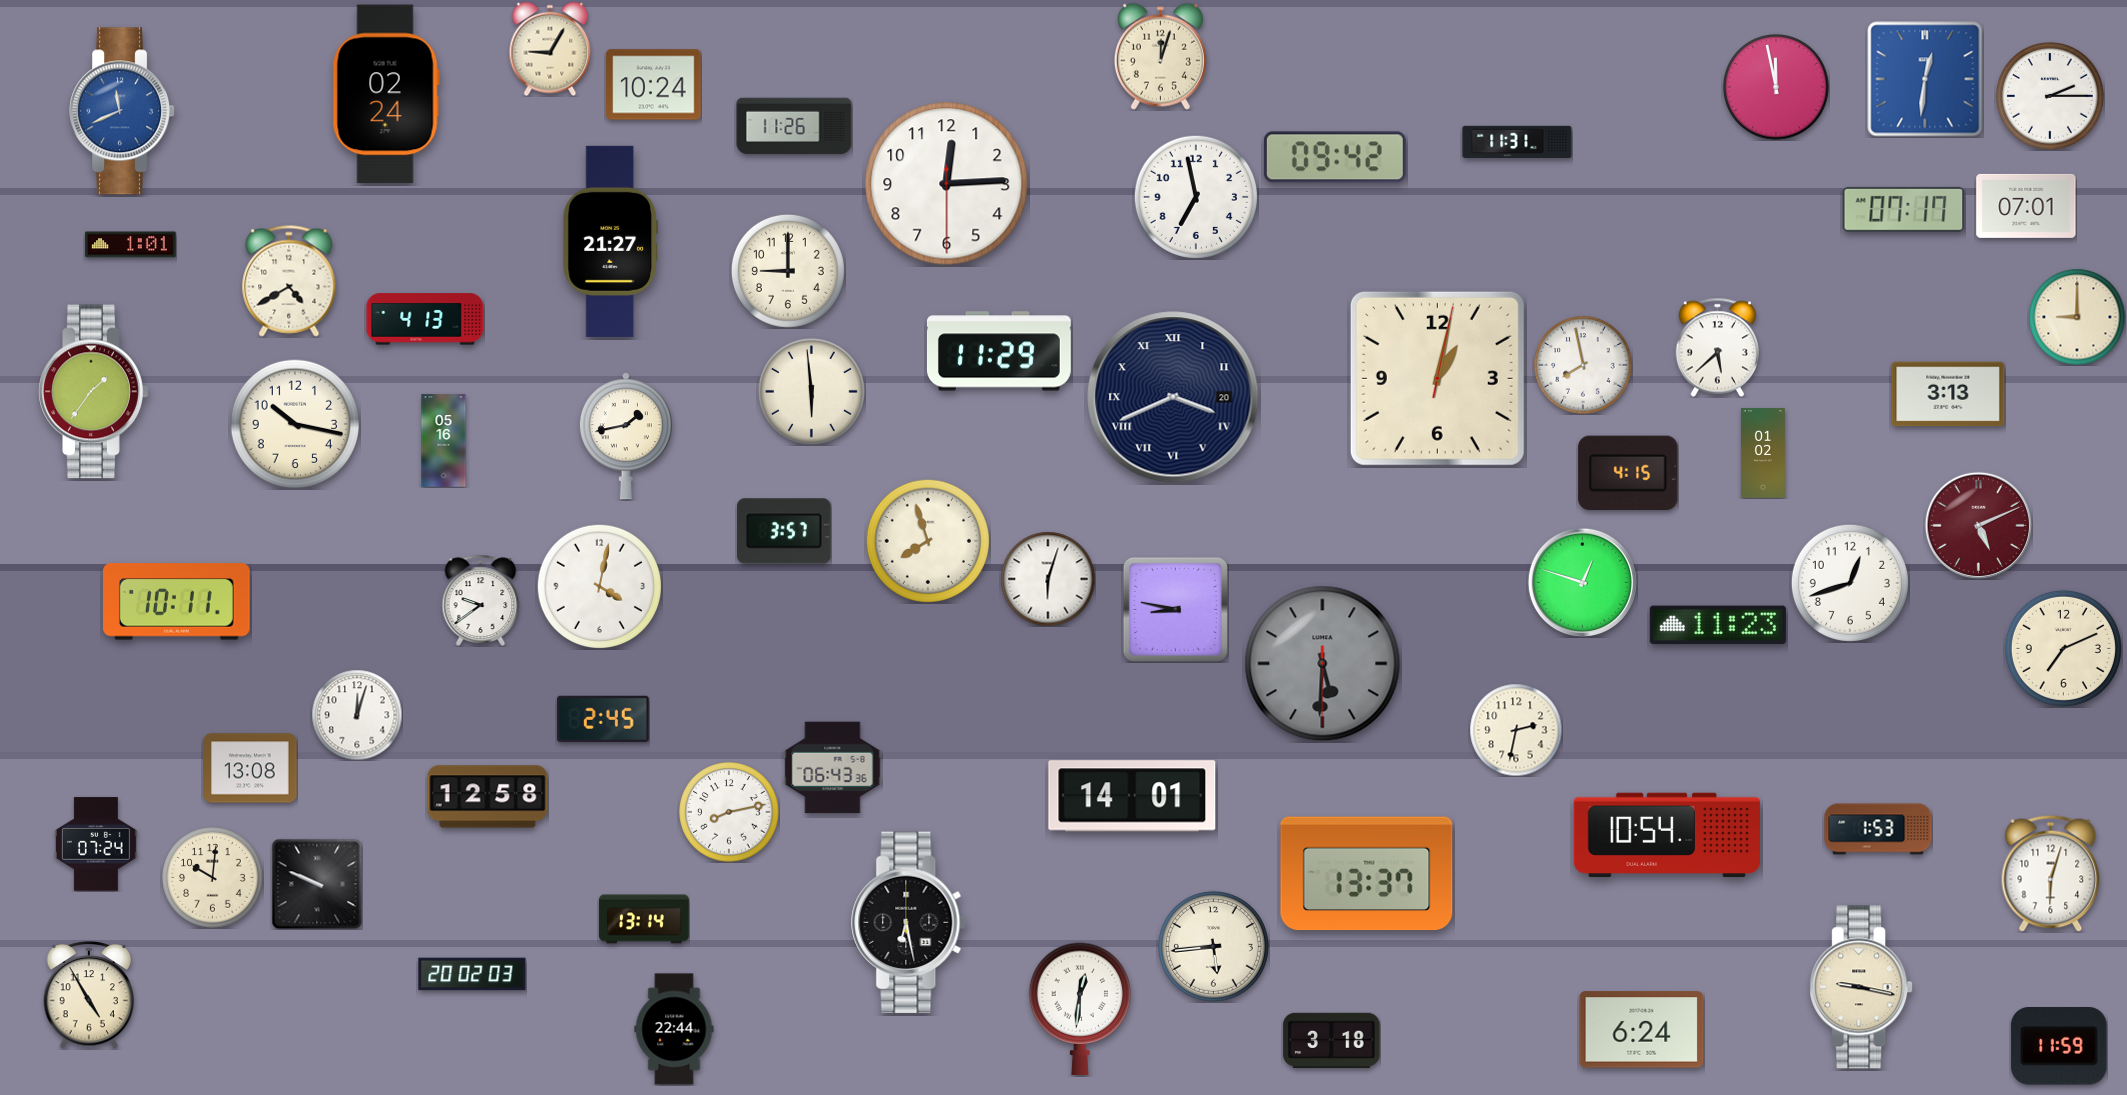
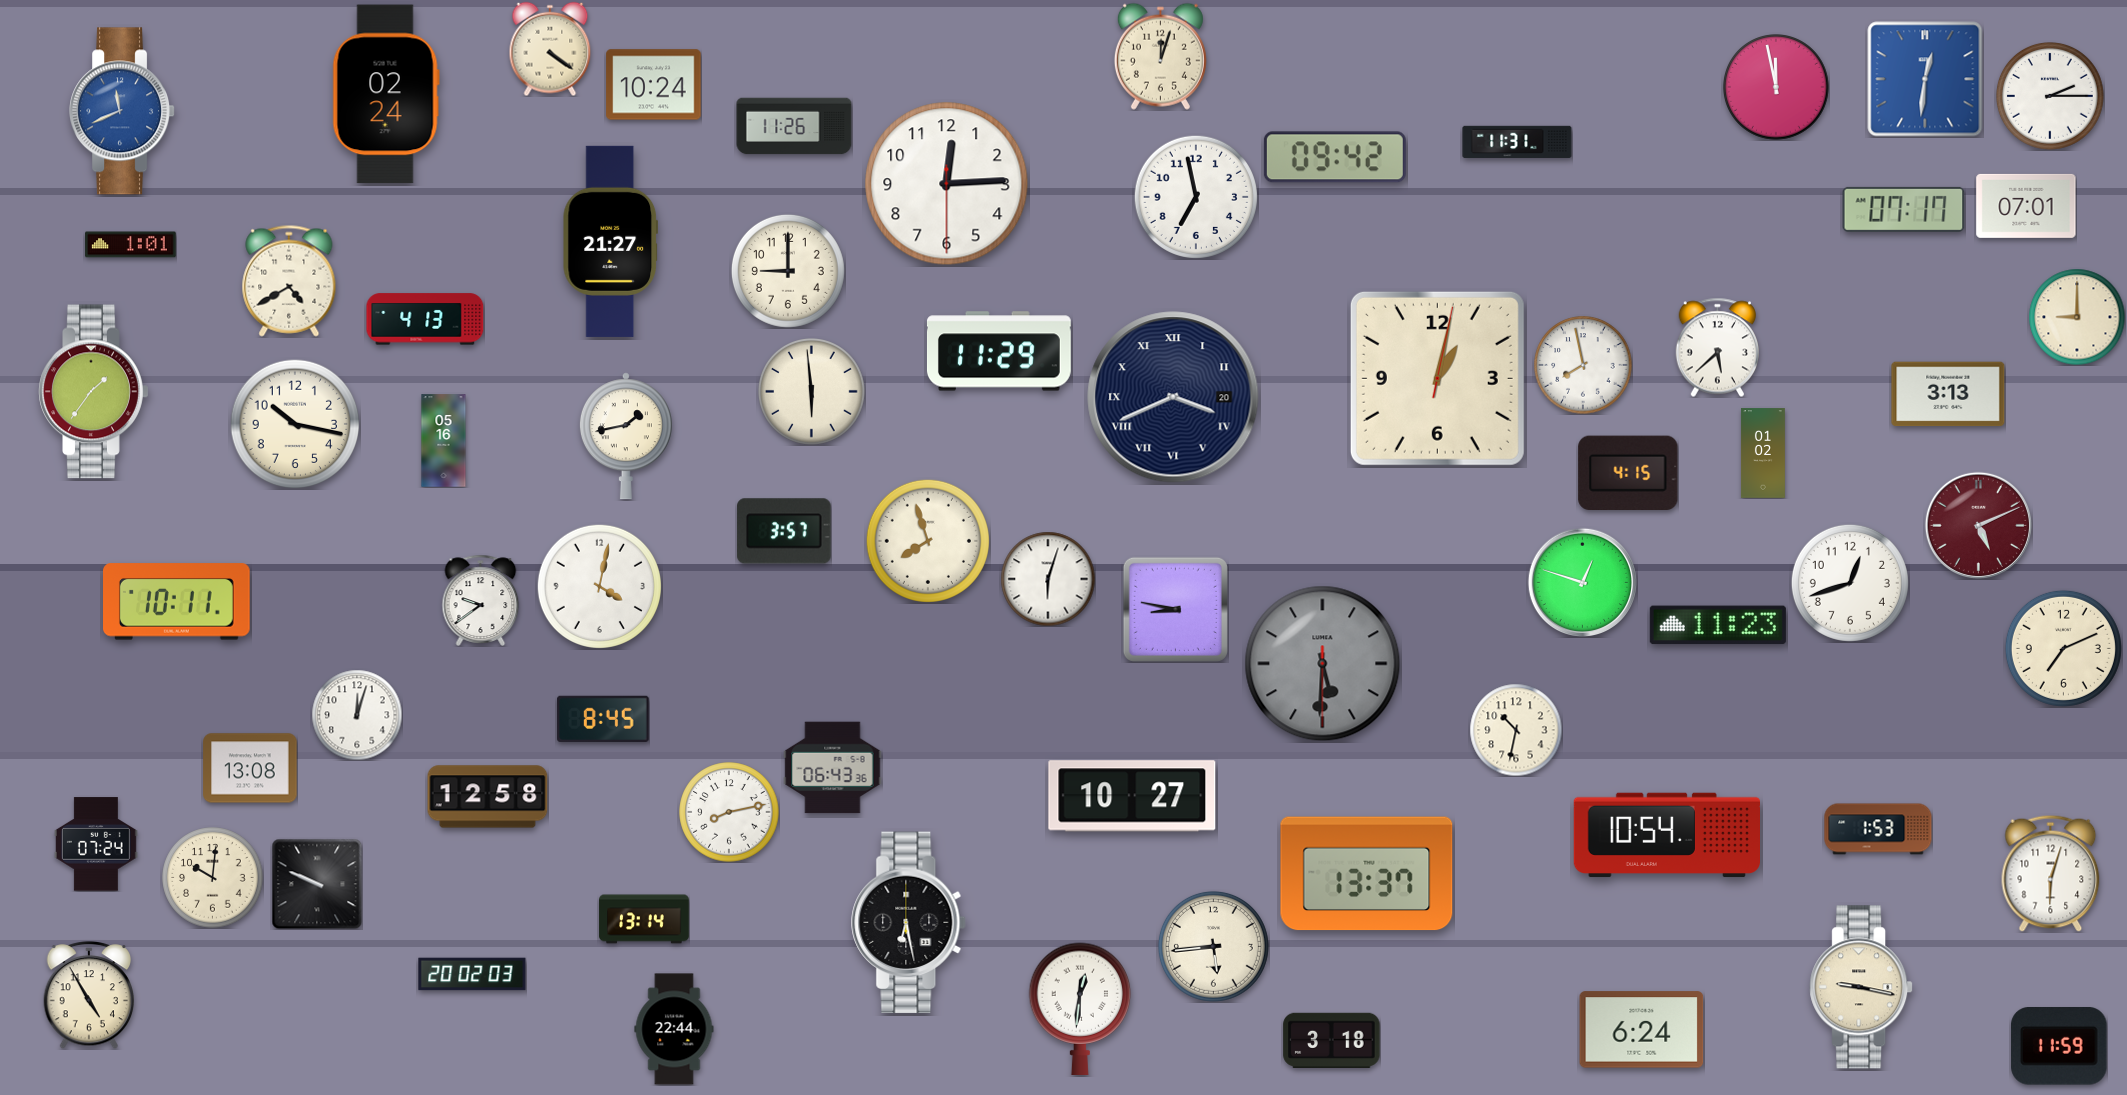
clock at (550, 49): 9:05 -> 4:21
clock at (603, 718): 2:45 -> 8:45
clock at (1516, 730): 2:32 -> 10:32
clock at (1132, 796): 14:01 -> 10:27
